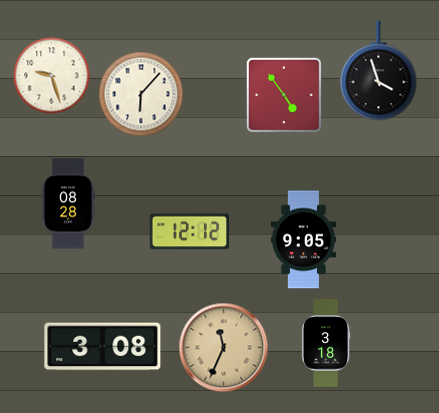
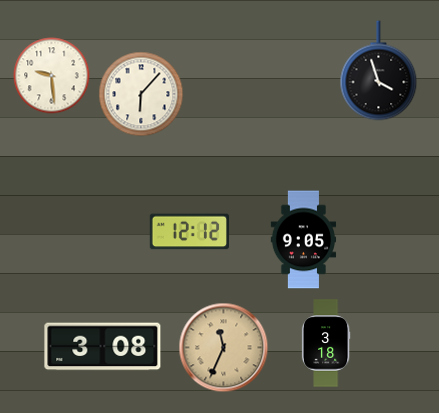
clock at (52, 76): 9:27 -> 9:29
clock at (284, 95): 4:54 -> none
clock at (68, 204): 08:28 -> none
